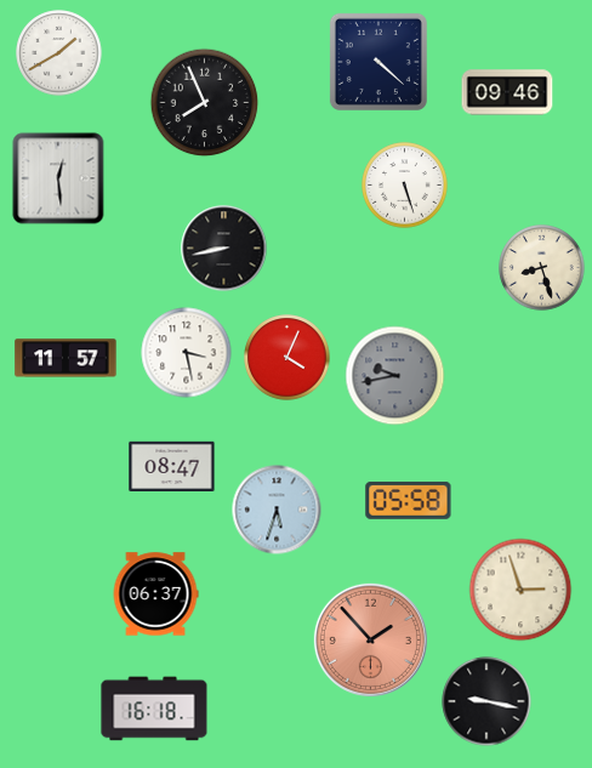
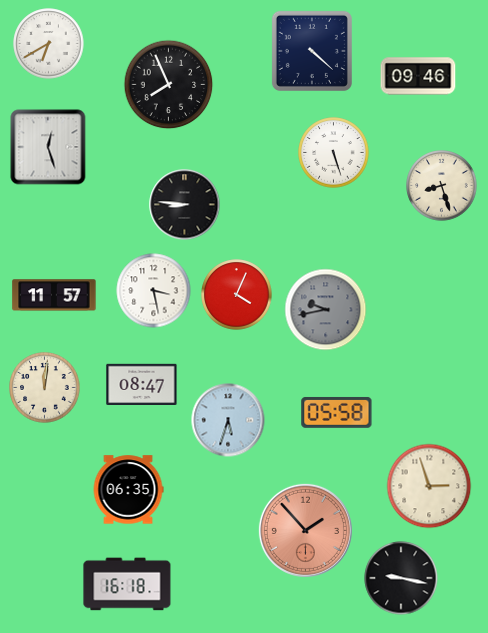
clock at (59, 53): 1:40 -> 6:40
clock at (58, 178): 12:29 -> 12:27
clock at (224, 249): 8:43 -> 8:46
clock at (542, 268) position: (542, 268) -> (442, 186)
clock at (45, 388): none -> 12:01
clock at (155, 595): 06:37 -> 06:35
clock at (370, 639) position: (370, 639) -> (305, 530)
